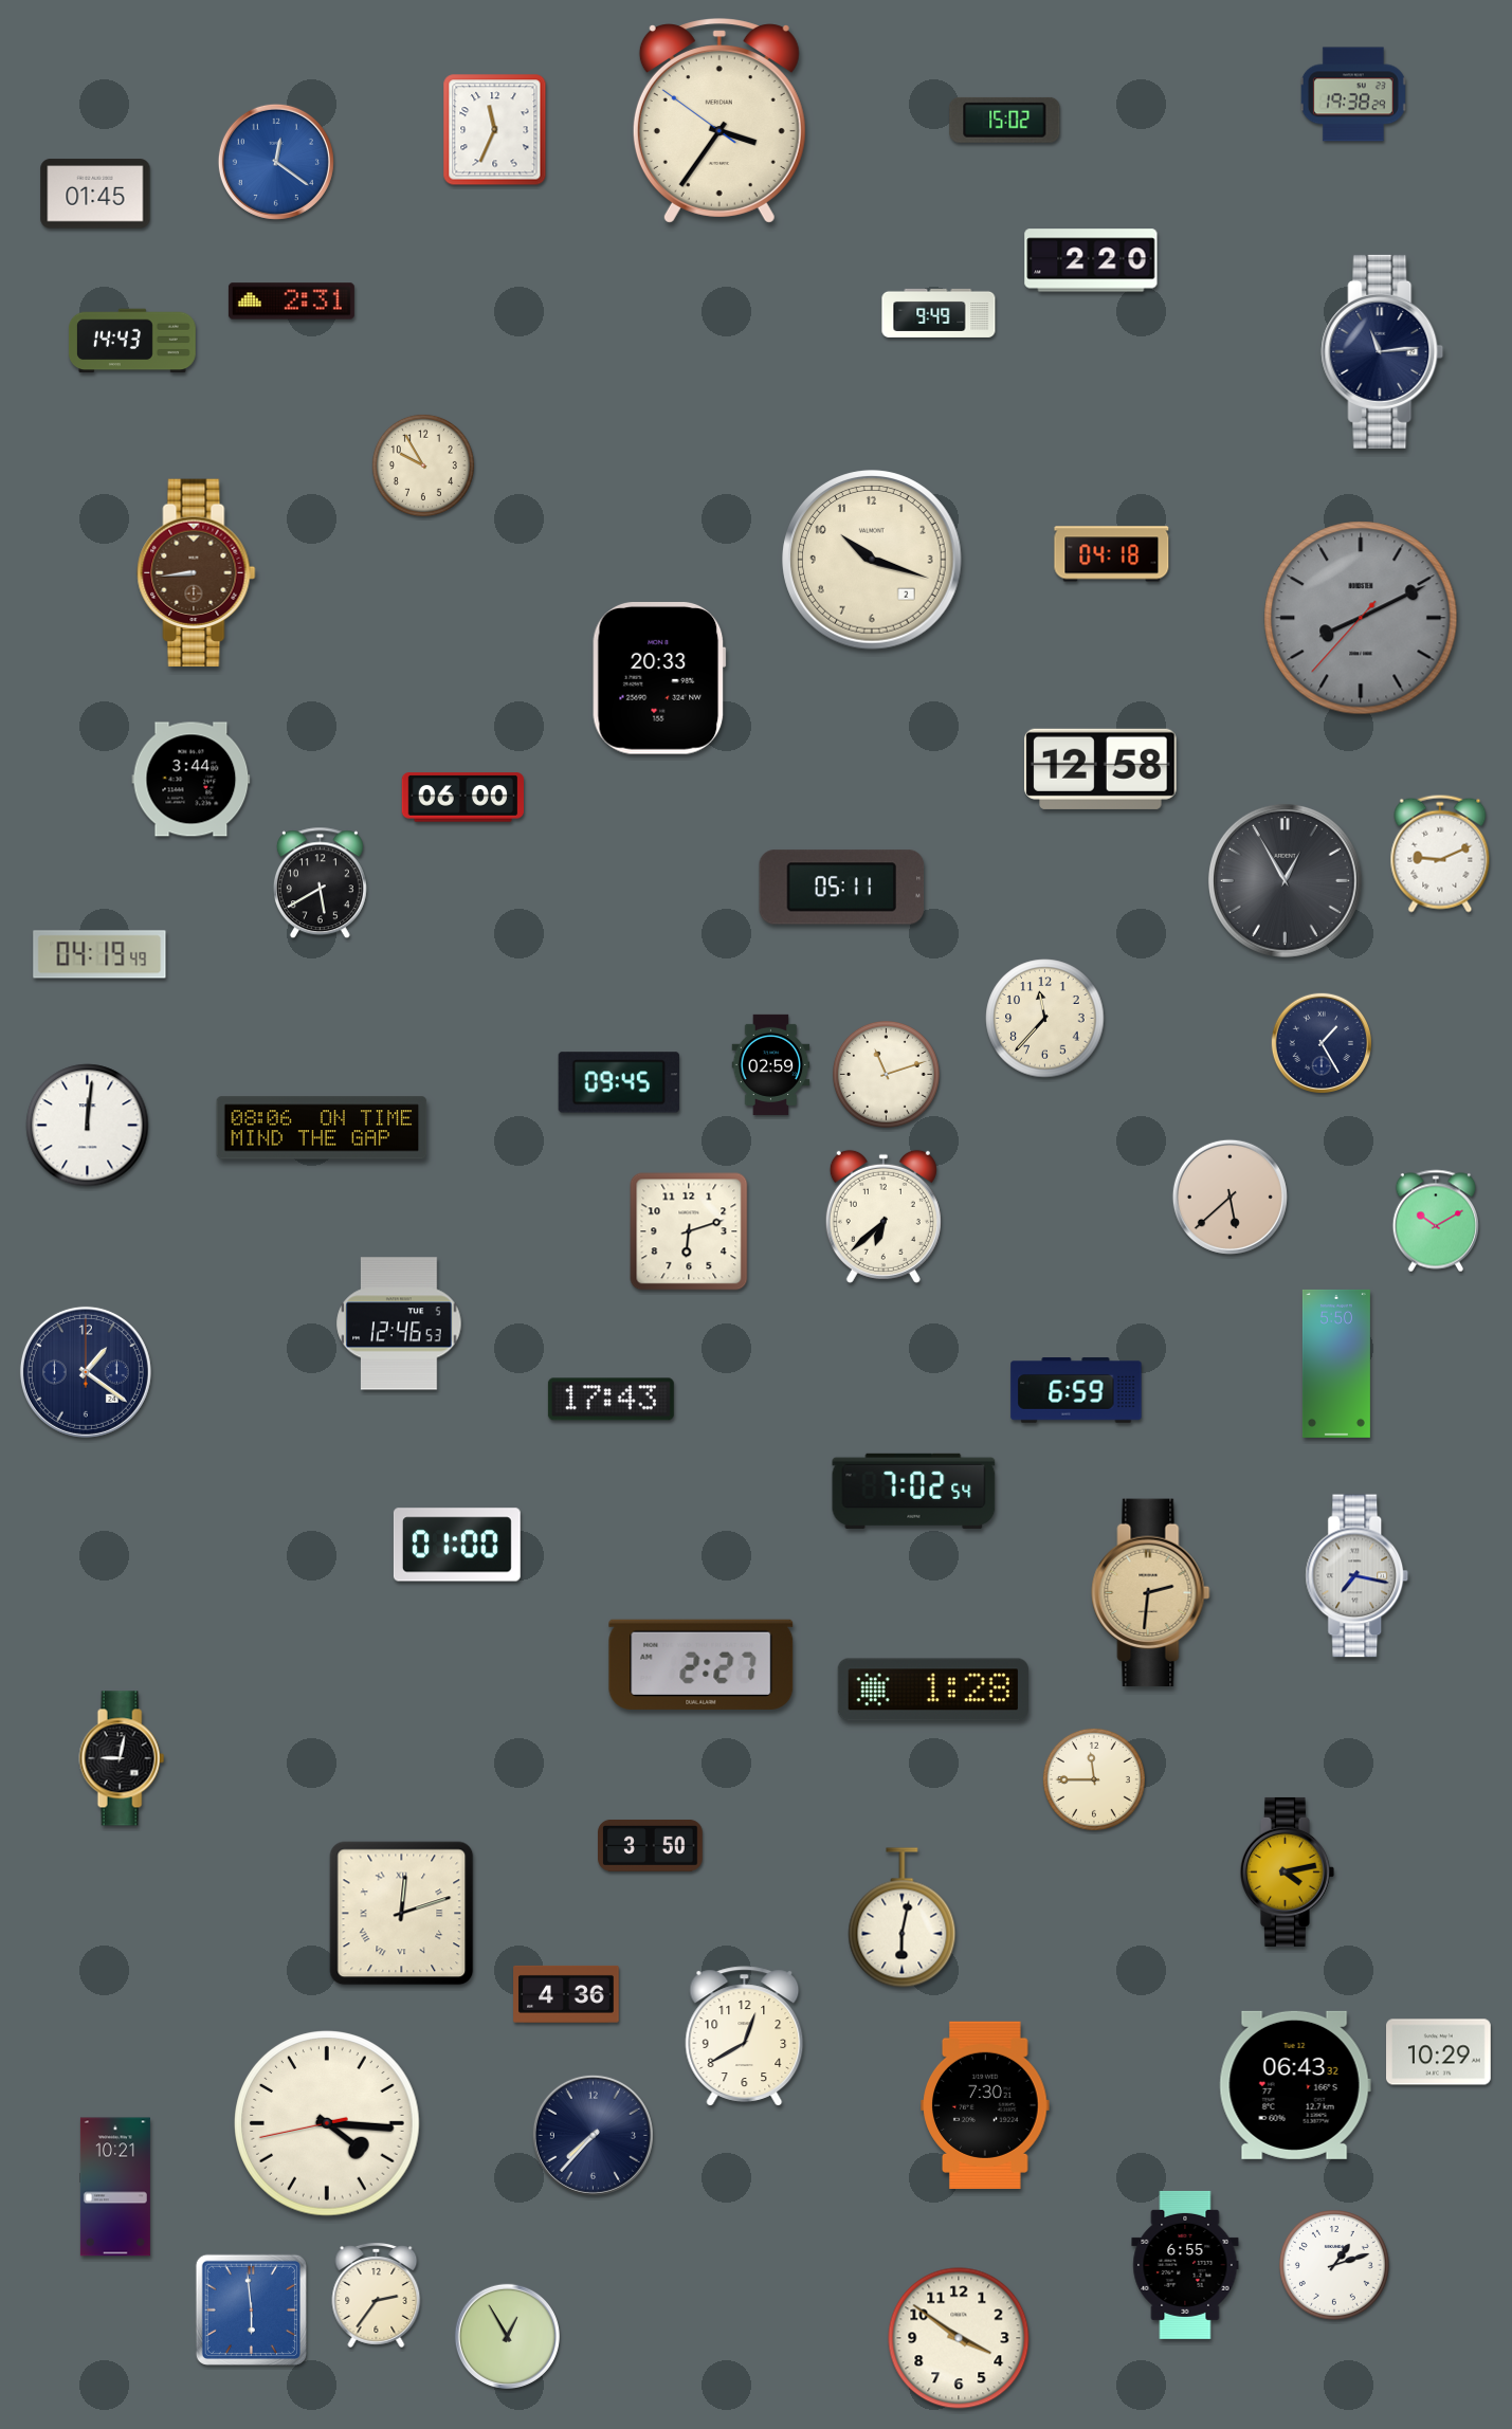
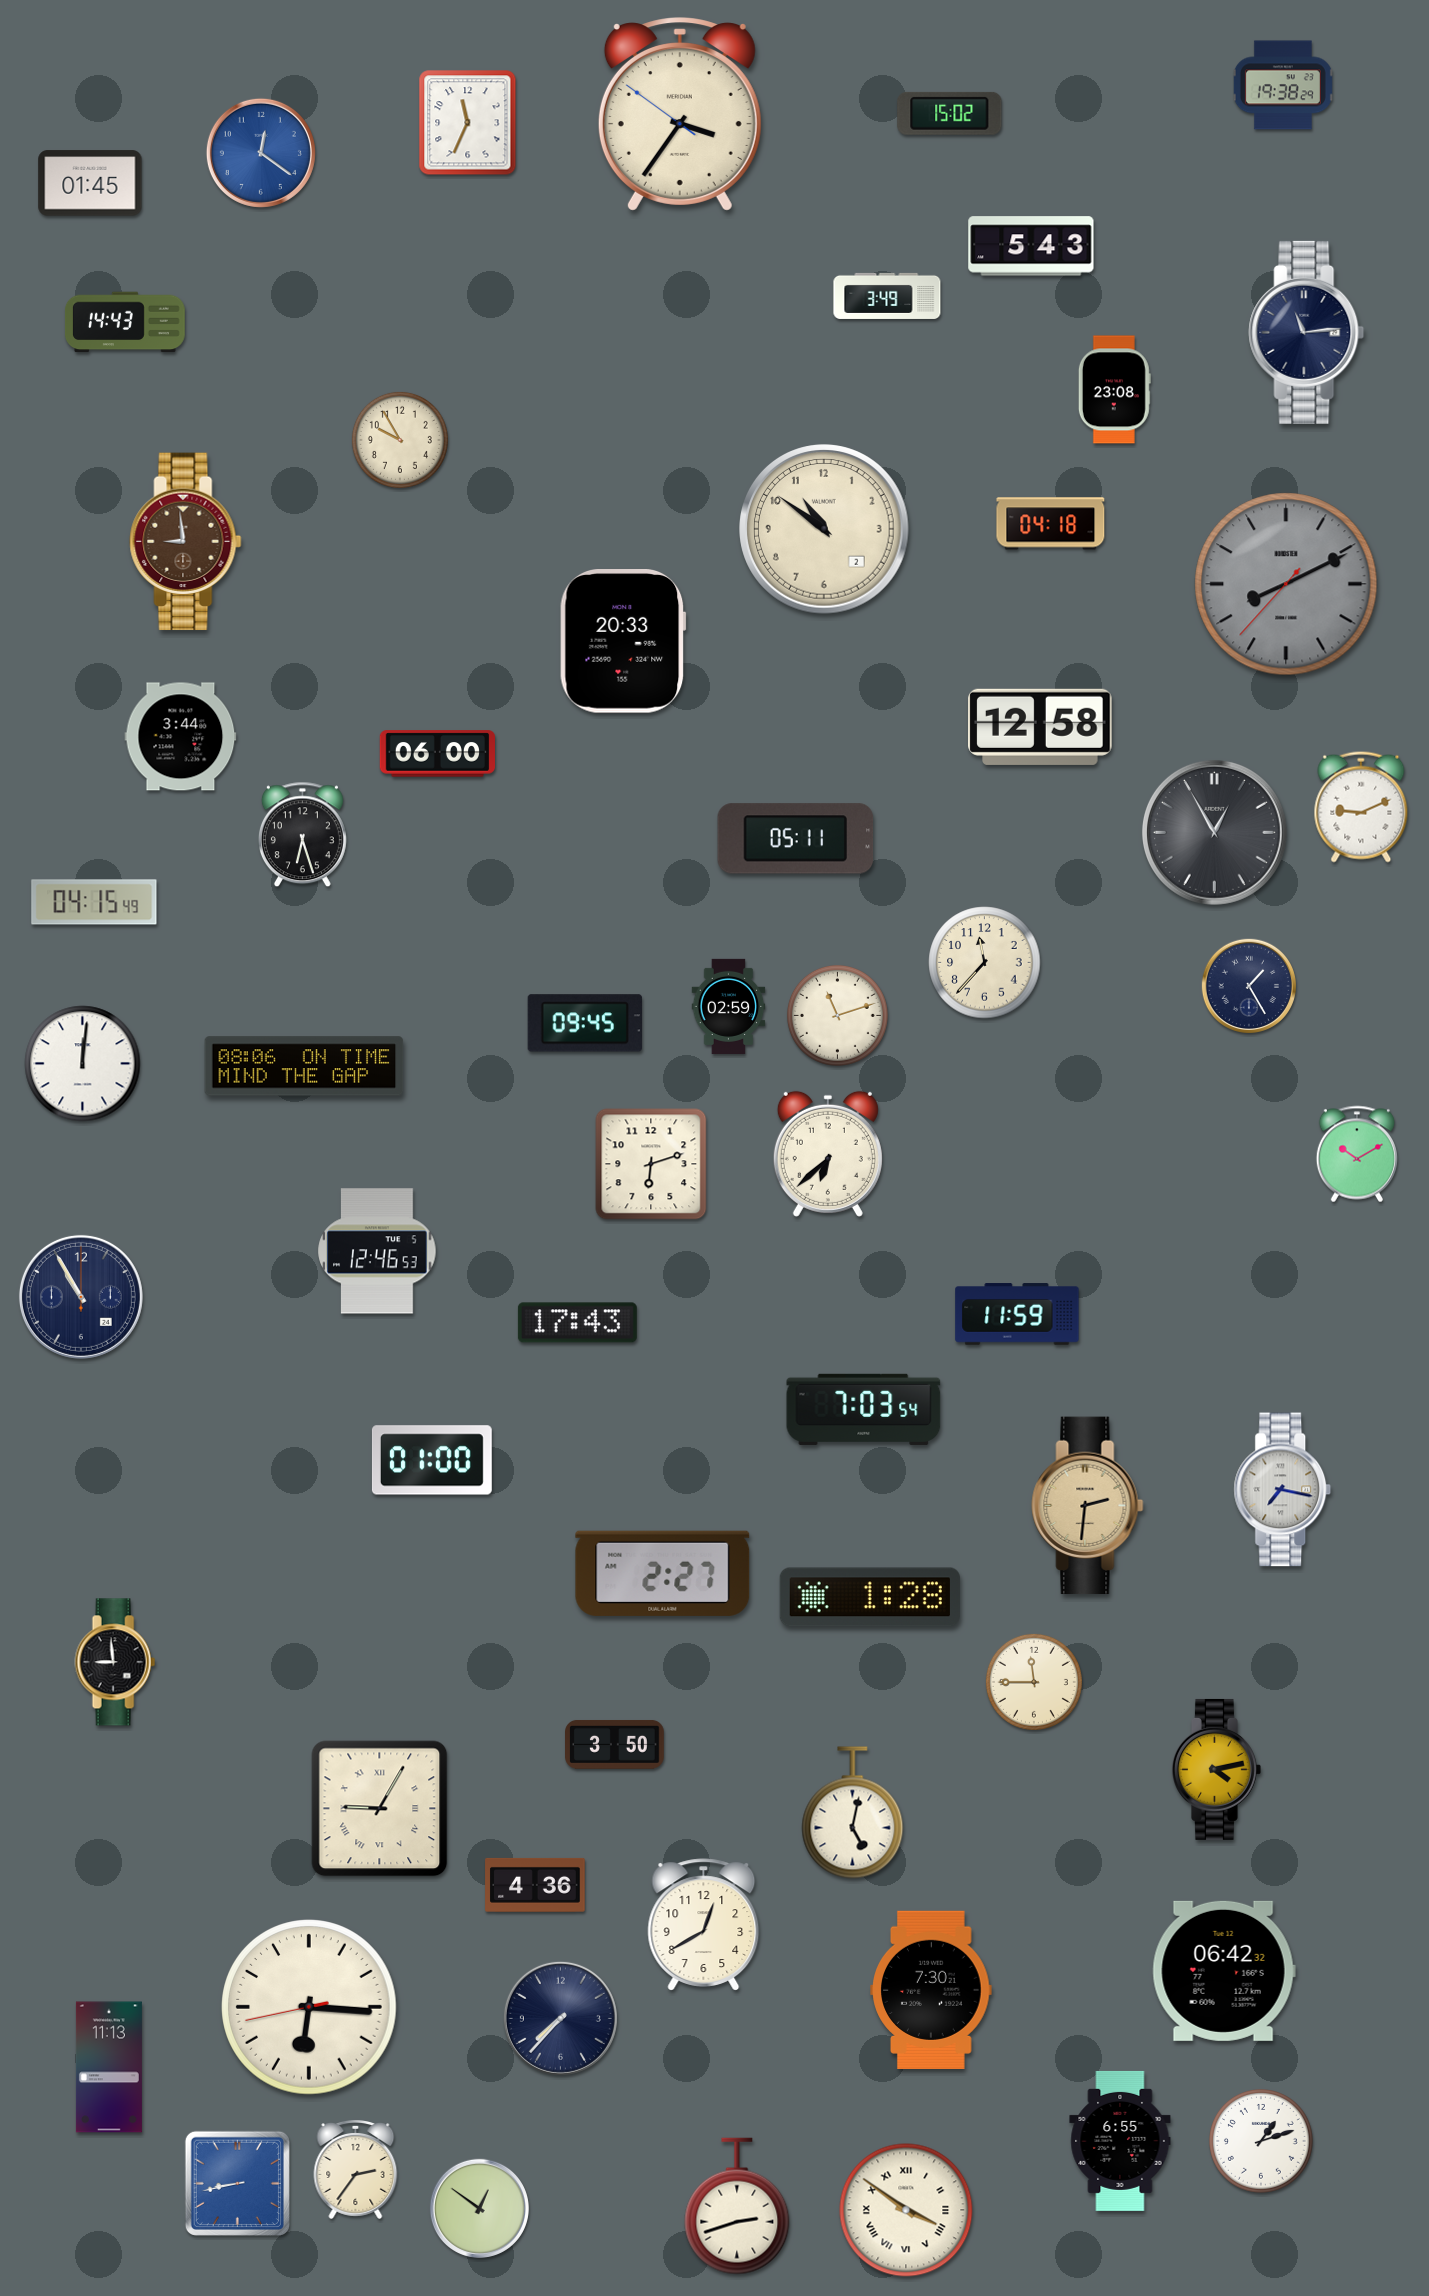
clock at (1353, 94) position: (1353, 94) -> (1283, 85)
clock at (1091, 260): 2:20 -> 5:43
clock at (291, 302): 2:31 -> none
clock at (939, 313): 9:49 -> 3:49
clock at (1114, 390): none -> 23:08
clock at (872, 560): 10:18 -> 10:51
clock at (197, 573): 8:44 -> 8:59
clock at (320, 883): 5:40 -> 6:27
clock at (99, 954): 04:19 -> 04:15
clock at (1045, 1019) position: (1045, 1019) -> (985, 963)
clock at (1229, 1197): 5:38 -> none
clock at (883, 1217) position: (883, 1217) -> (828, 1154)
clock at (1336, 1364): 5:50 -> none
clock at (86, 1372): 1:21 -> 10:55
clock at (1076, 1390): 6:59 -> 11:59
clock at (914, 1491): 7:02 -> 7:03
clock at (933, 1690) position: (933, 1690) -> (870, 1597)
clock at (122, 1758): 9:02 -> 8:59
clock at (402, 1914): 12:12 -> 9:05
clock at (903, 1918): 6:02 -> 5:02
clock at (1439, 2052): 10:29 -> none
clock at (1295, 2085): 06:43 -> 06:42
clock at (327, 2123): 4:15 -> 6:15
clock at (115, 2187): 10:21 -> 11:13
clock at (251, 2309): 5:59 -> 8:43
clock at (737, 2206): none -> 2:42
clock at (507, 2336): 12:55 -> 12:51
clock at (959, 2338) numerals: Arabic -> Roman
